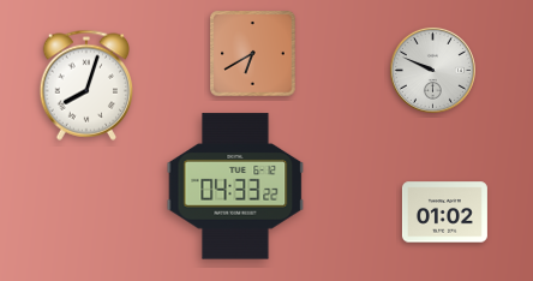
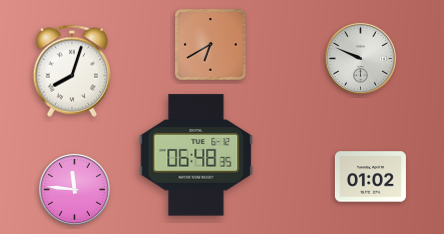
clock at (235, 186): 04:33 -> 06:48
clock at (74, 189): none -> 11:46
